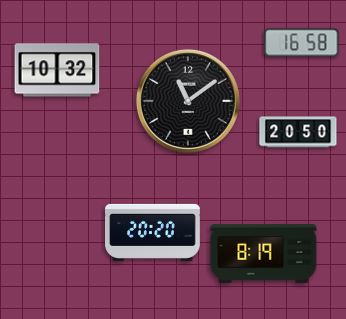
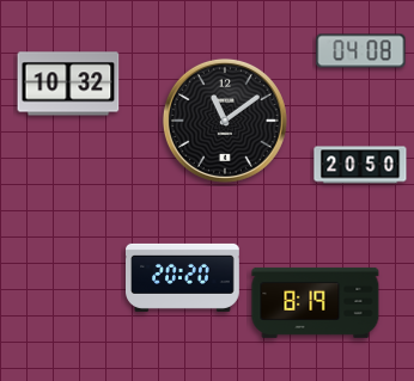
clock at (302, 43): 16:58 -> 04:08
clock at (298, 132) position: (298, 132) -> (360, 165)
